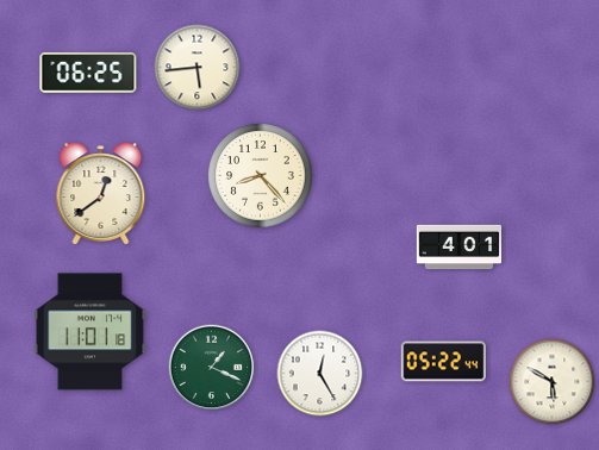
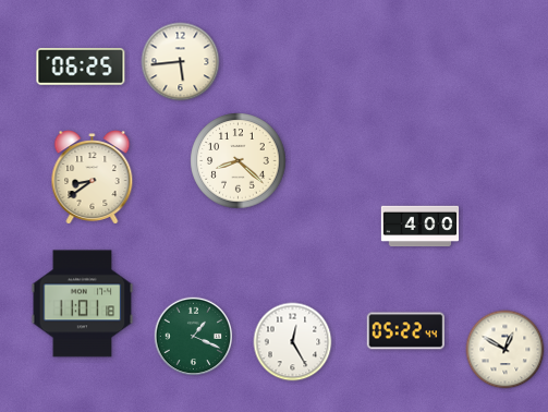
clock at (261, 176): 8:23 -> 8:22
clock at (101, 194): 12:39 -> 8:39
clock at (460, 248): 4:01 -> 4:00
clock at (553, 382): 5:50 -> 12:50
